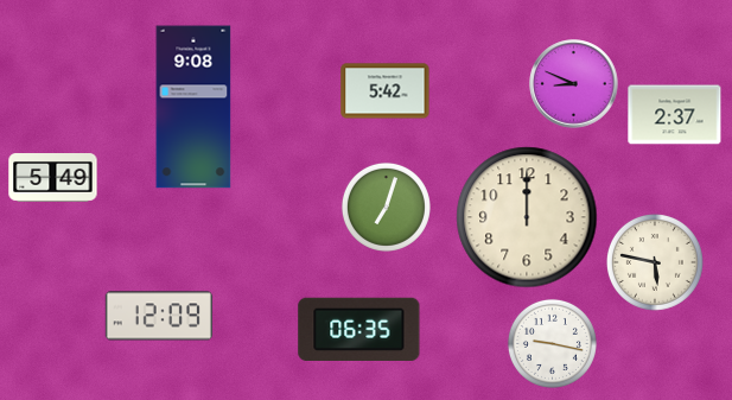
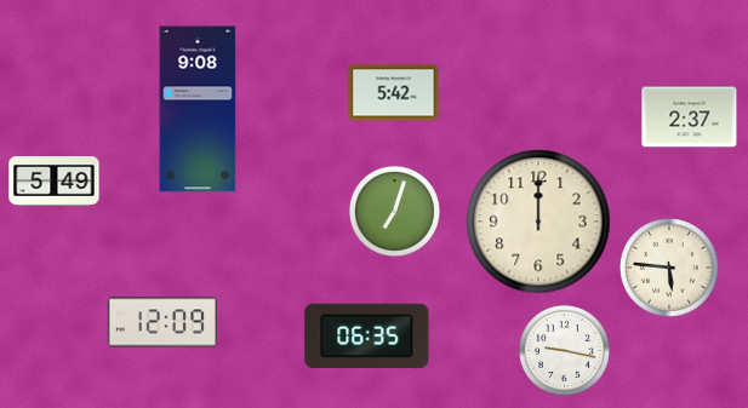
clock at (574, 84): 8:49 -> none
clock at (655, 262): 5:47 -> 5:46
